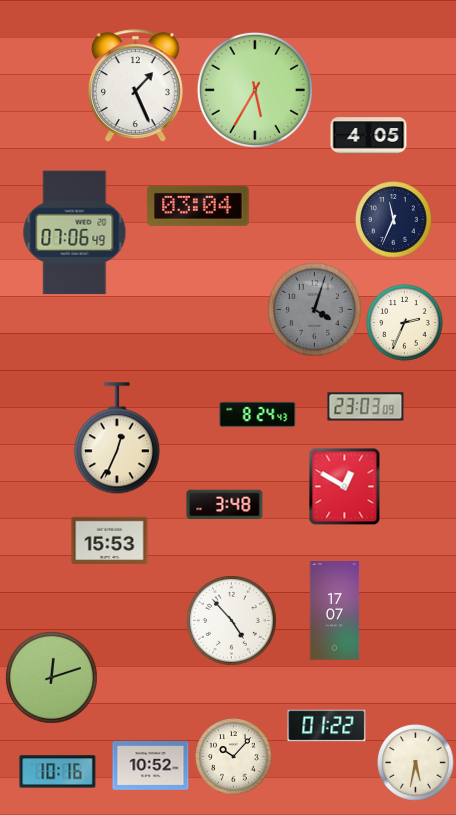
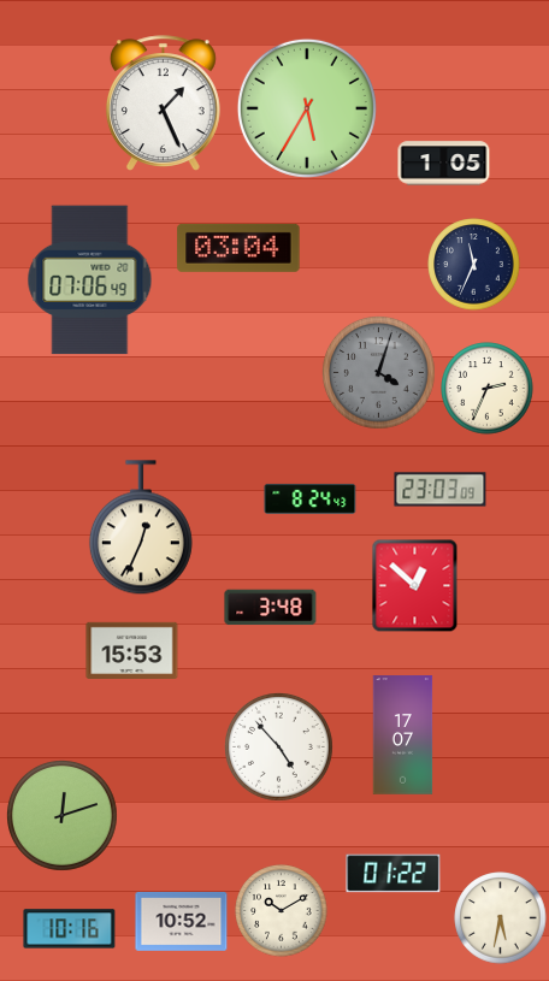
clock at (369, 136): 4:05 -> 1:05
clock at (345, 486): 12:50 -> 12:52
clock at (234, 757): 10:07 -> 10:10
